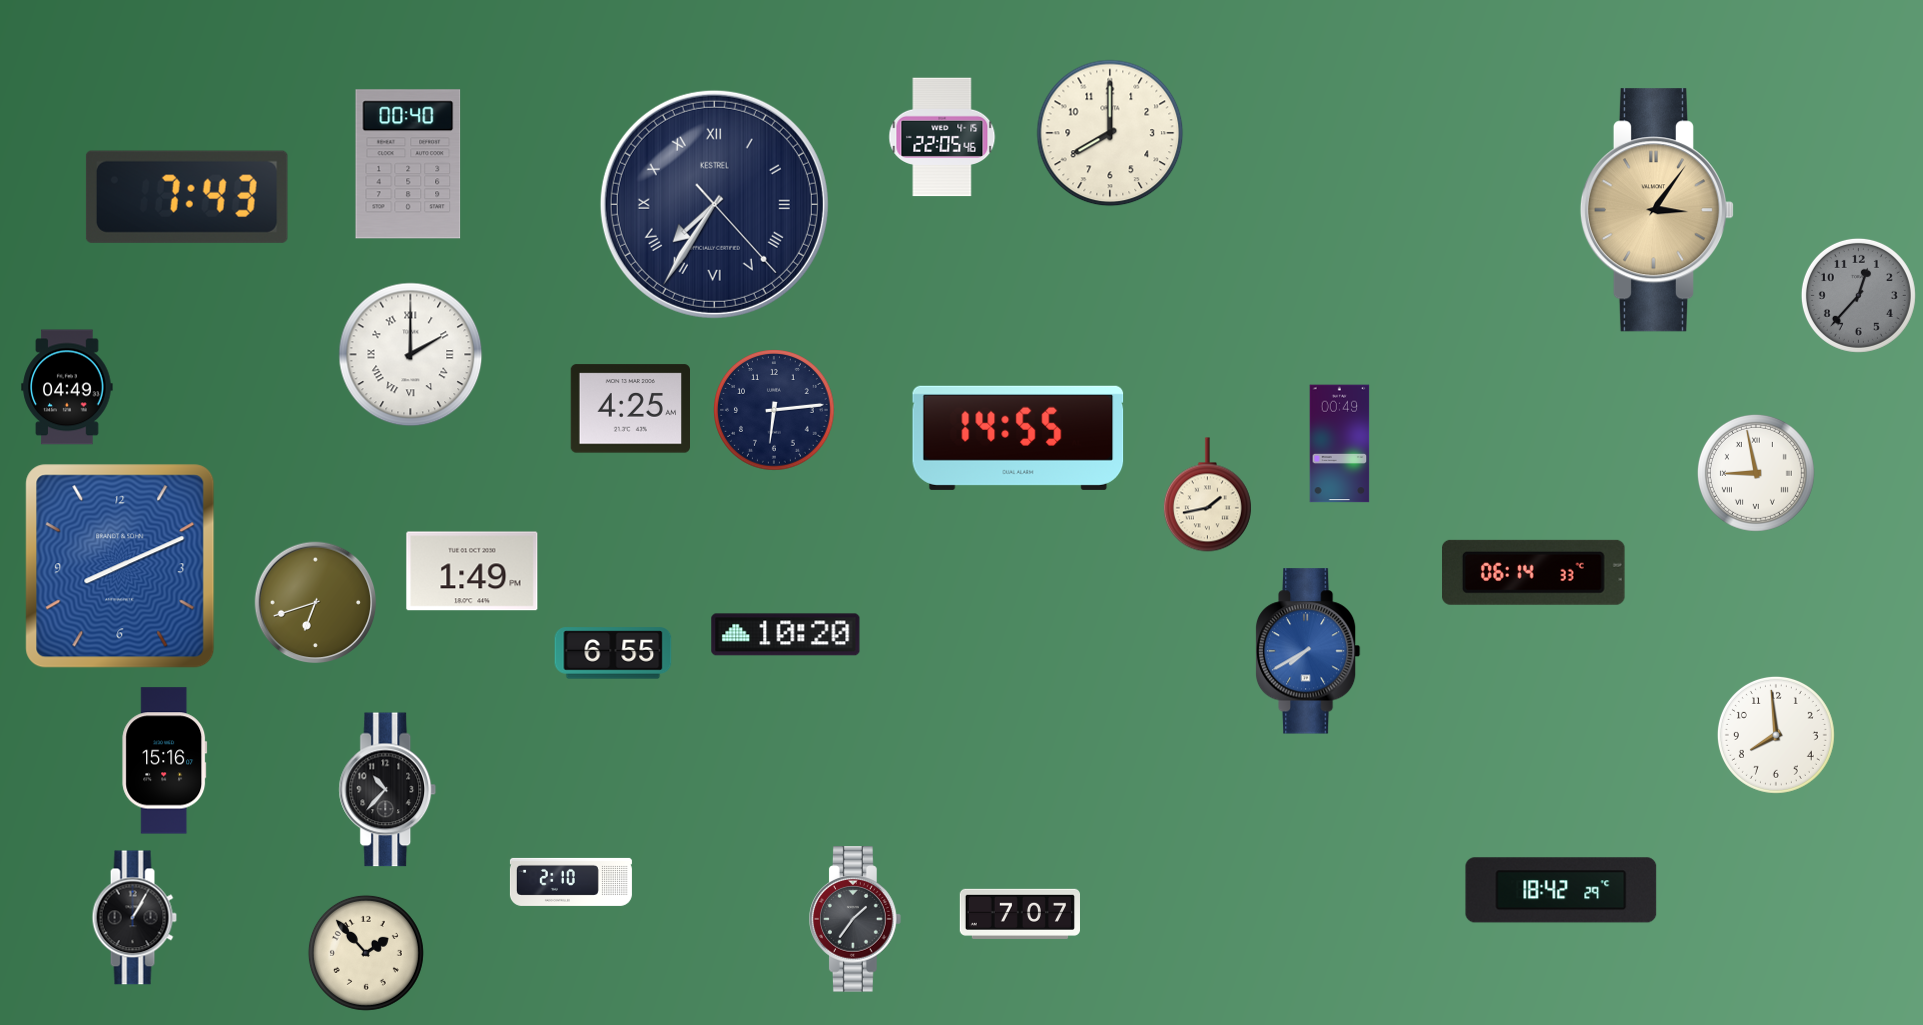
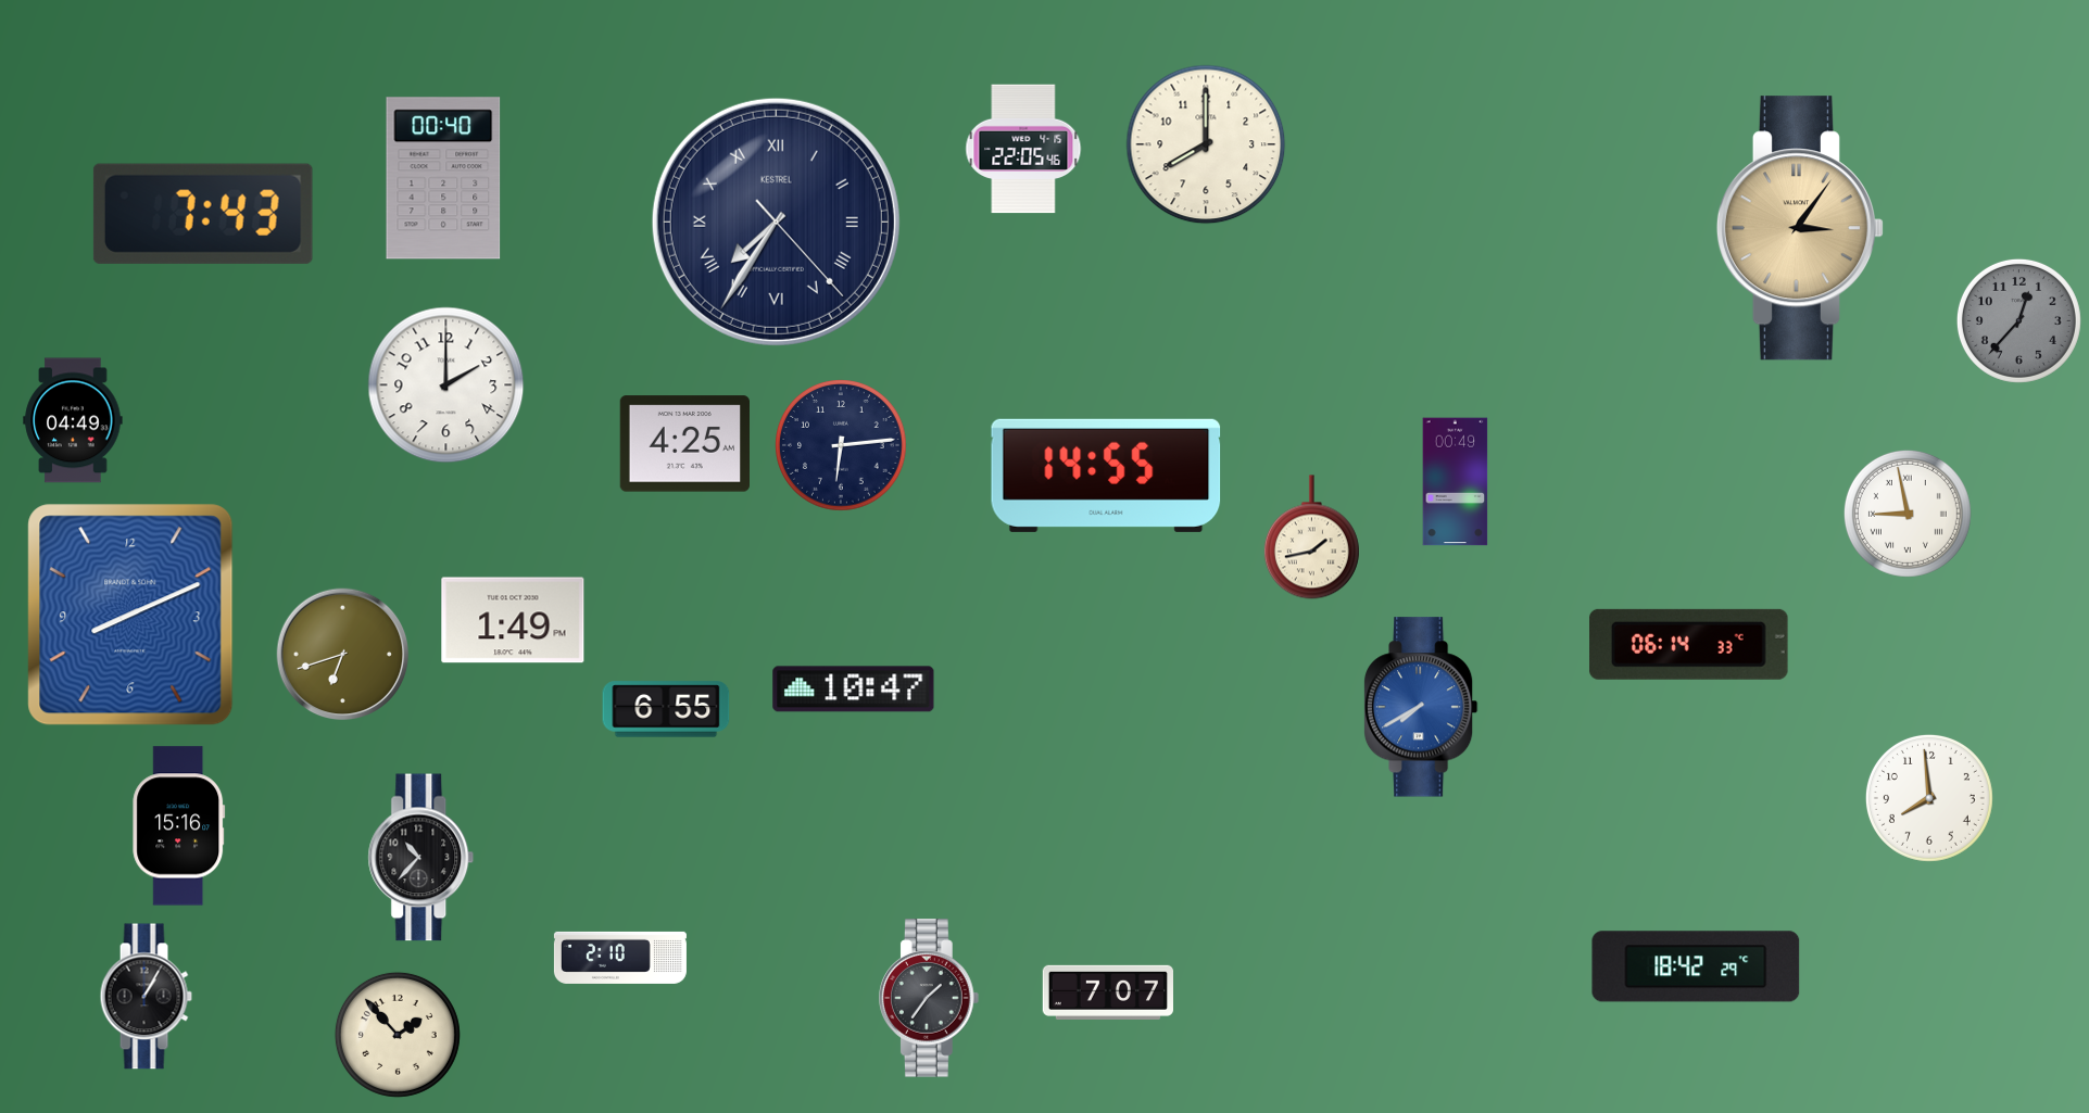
clock at (411, 355) numerals: Roman -> Arabic
clock at (1534, 572) position: (1534, 572) -> (1689, 644)
clock at (786, 635): 10:20 -> 10:47
